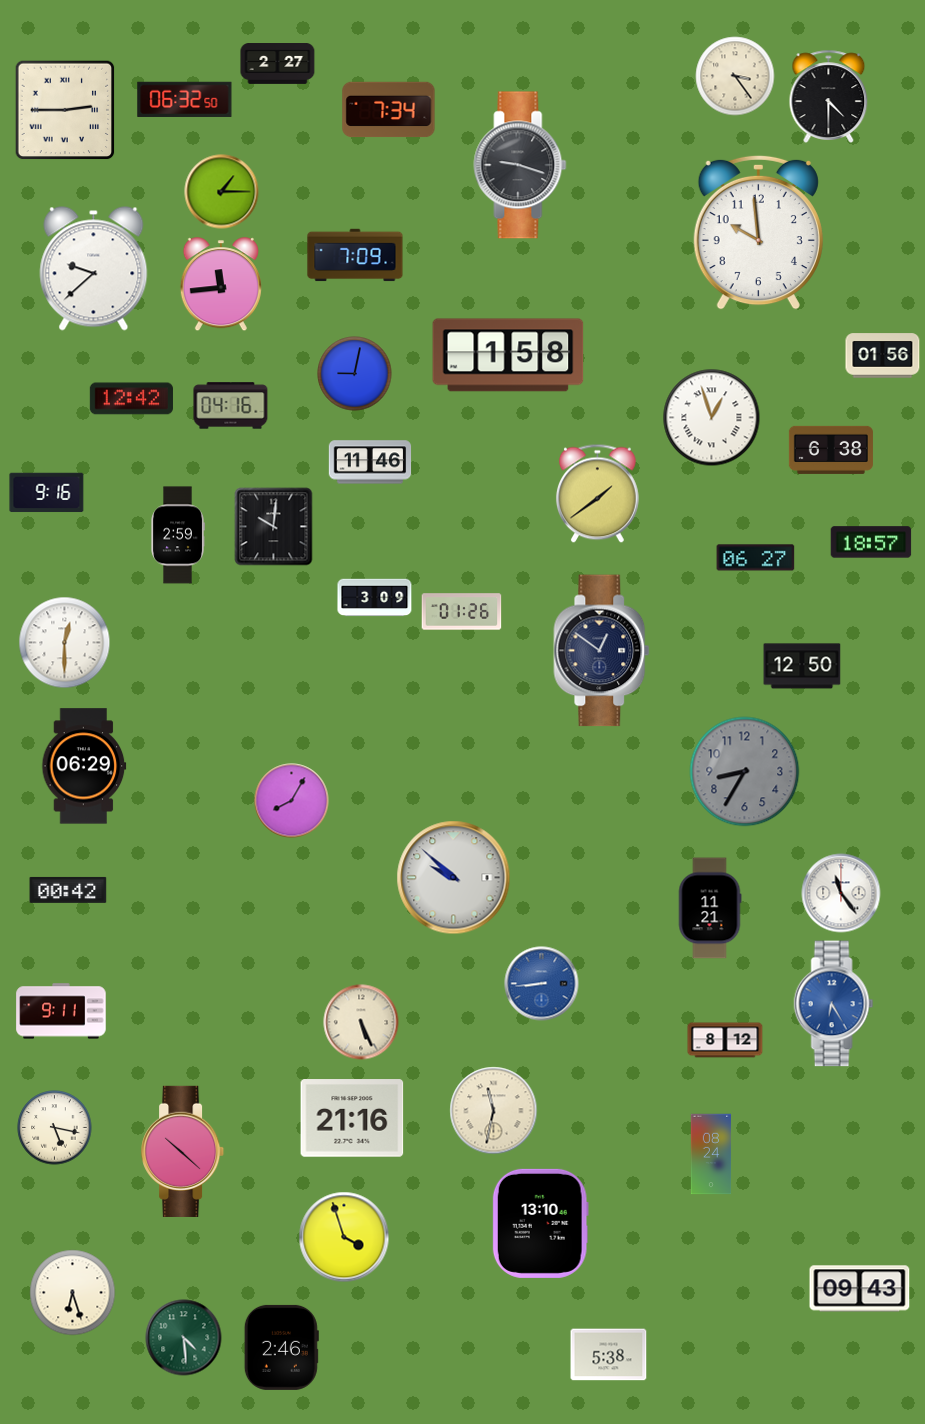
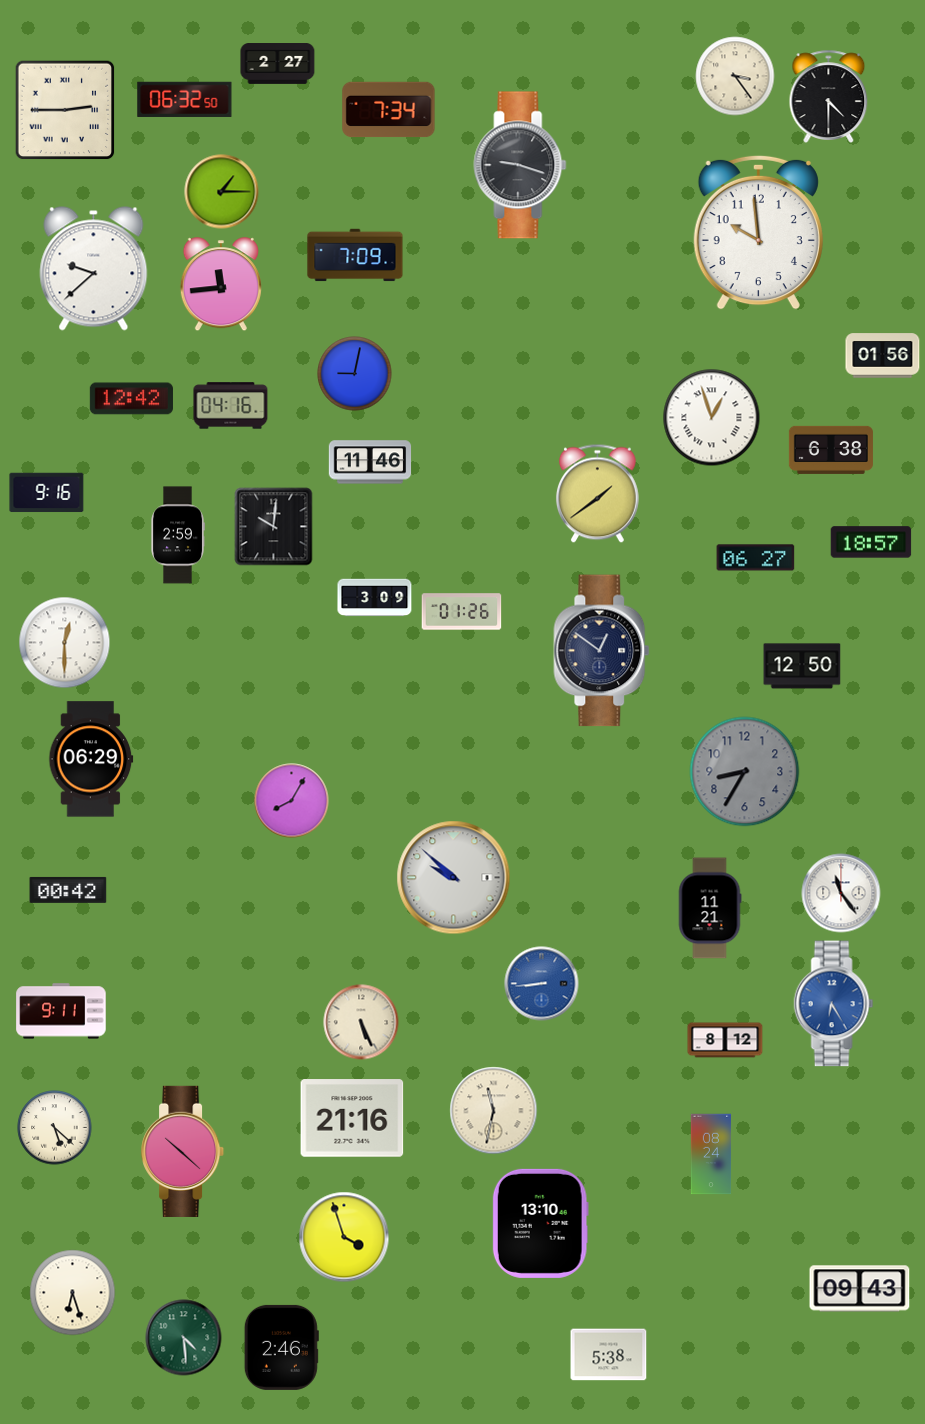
clock at (508, 355): 1:58 -> none
clock at (84, 766) position: (84, 766) -> (91, 759)
clock at (55, 1128): 5:17 -> 5:22
